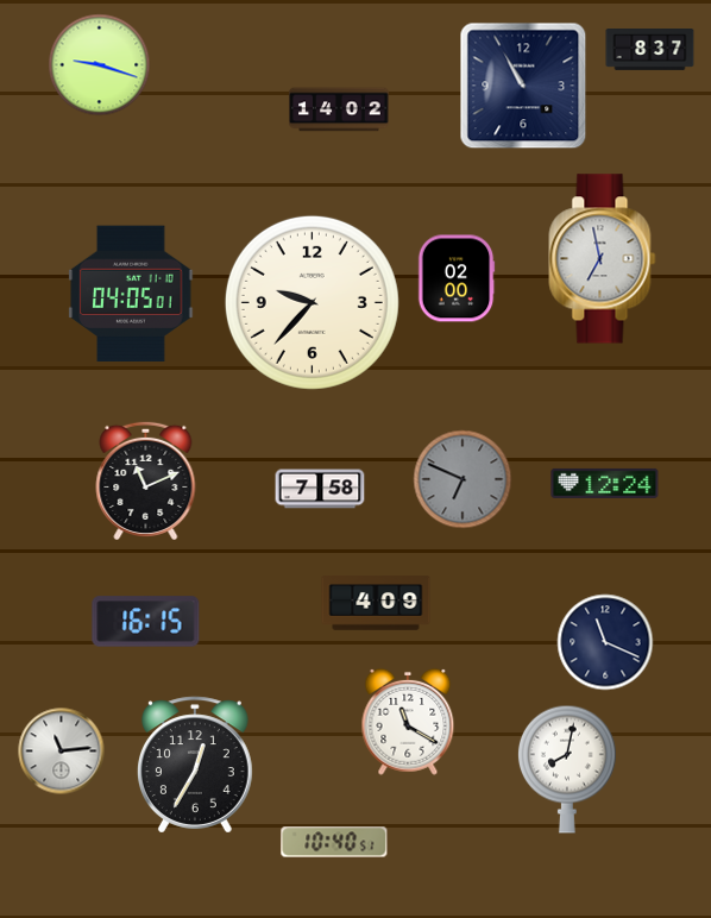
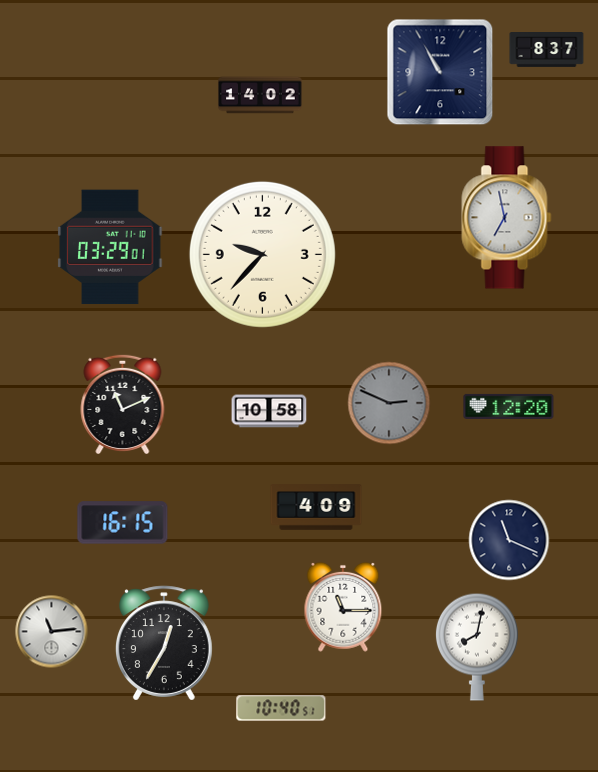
clock at (650, 50) position: (650, 50) -> (547, 50)
clock at (100, 65): 9:18 -> none
clock at (339, 109) position: (339, 109) -> (260, 95)
clock at (457, 278): 02:00 -> none
clock at (131, 294): 04:05 -> 03:29
clock at (463, 479): 6:49 -> 2:49
clock at (605, 483): 12:24 -> 12:20
clock at (320, 489): 7:58 -> 10:58
clock at (408, 722): 11:20 -> 11:15
